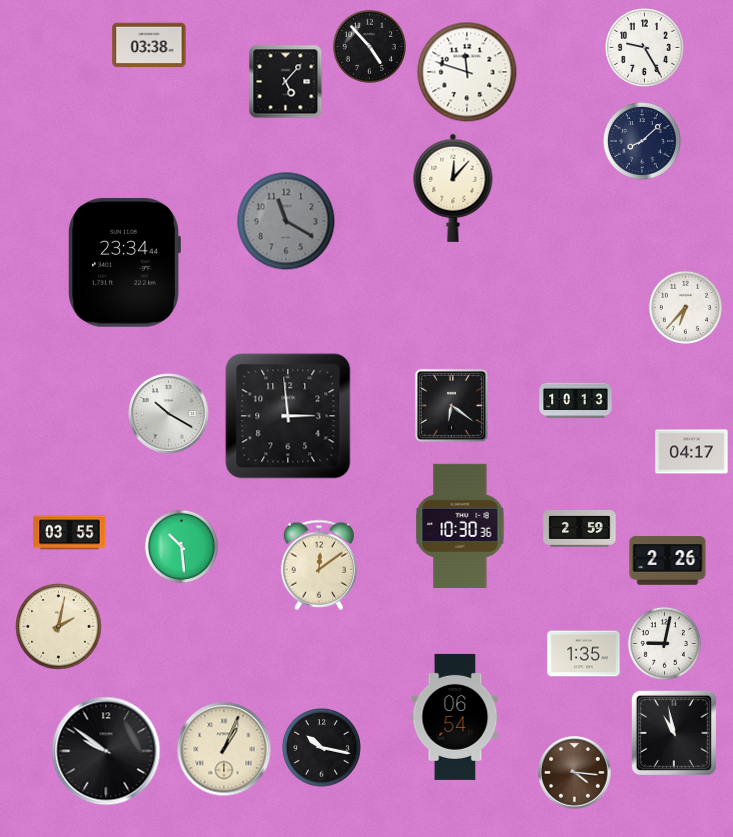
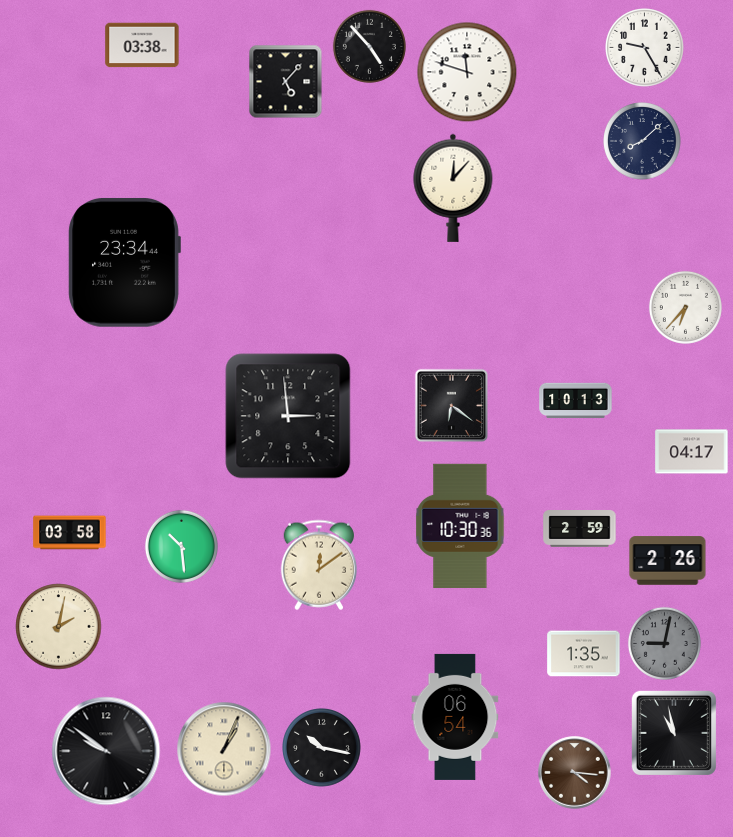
clock at (149, 45) position: (149, 45) -> (142, 45)
clock at (286, 221): 11:20 -> none
clock at (169, 414): 10:20 -> none
clock at (70, 533): 03:55 -> 03:58
clock at (664, 643) dial: white -> grey
